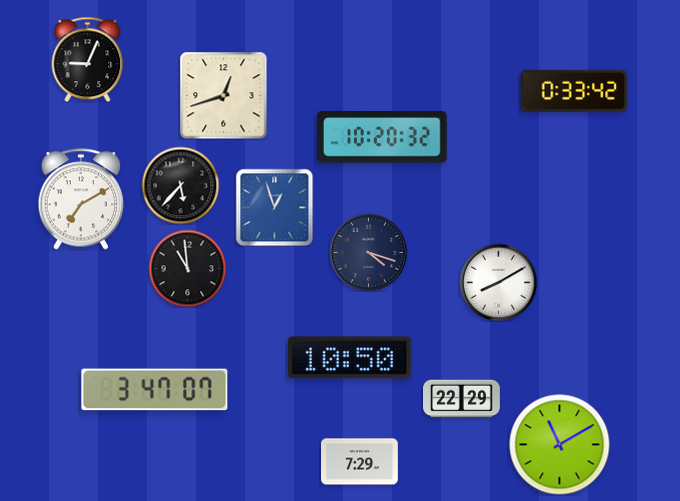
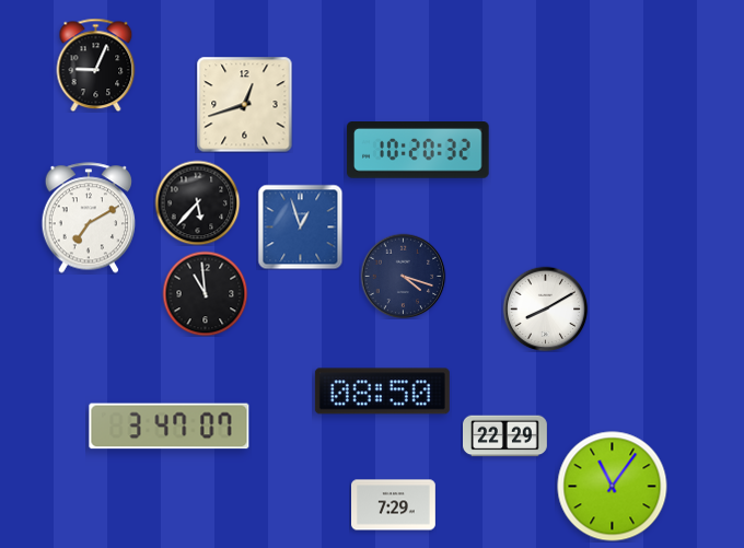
clock at (574, 91): 0:33 -> none
clock at (349, 358): 10:50 -> 08:50
clock at (560, 445): 11:10 -> 11:06
